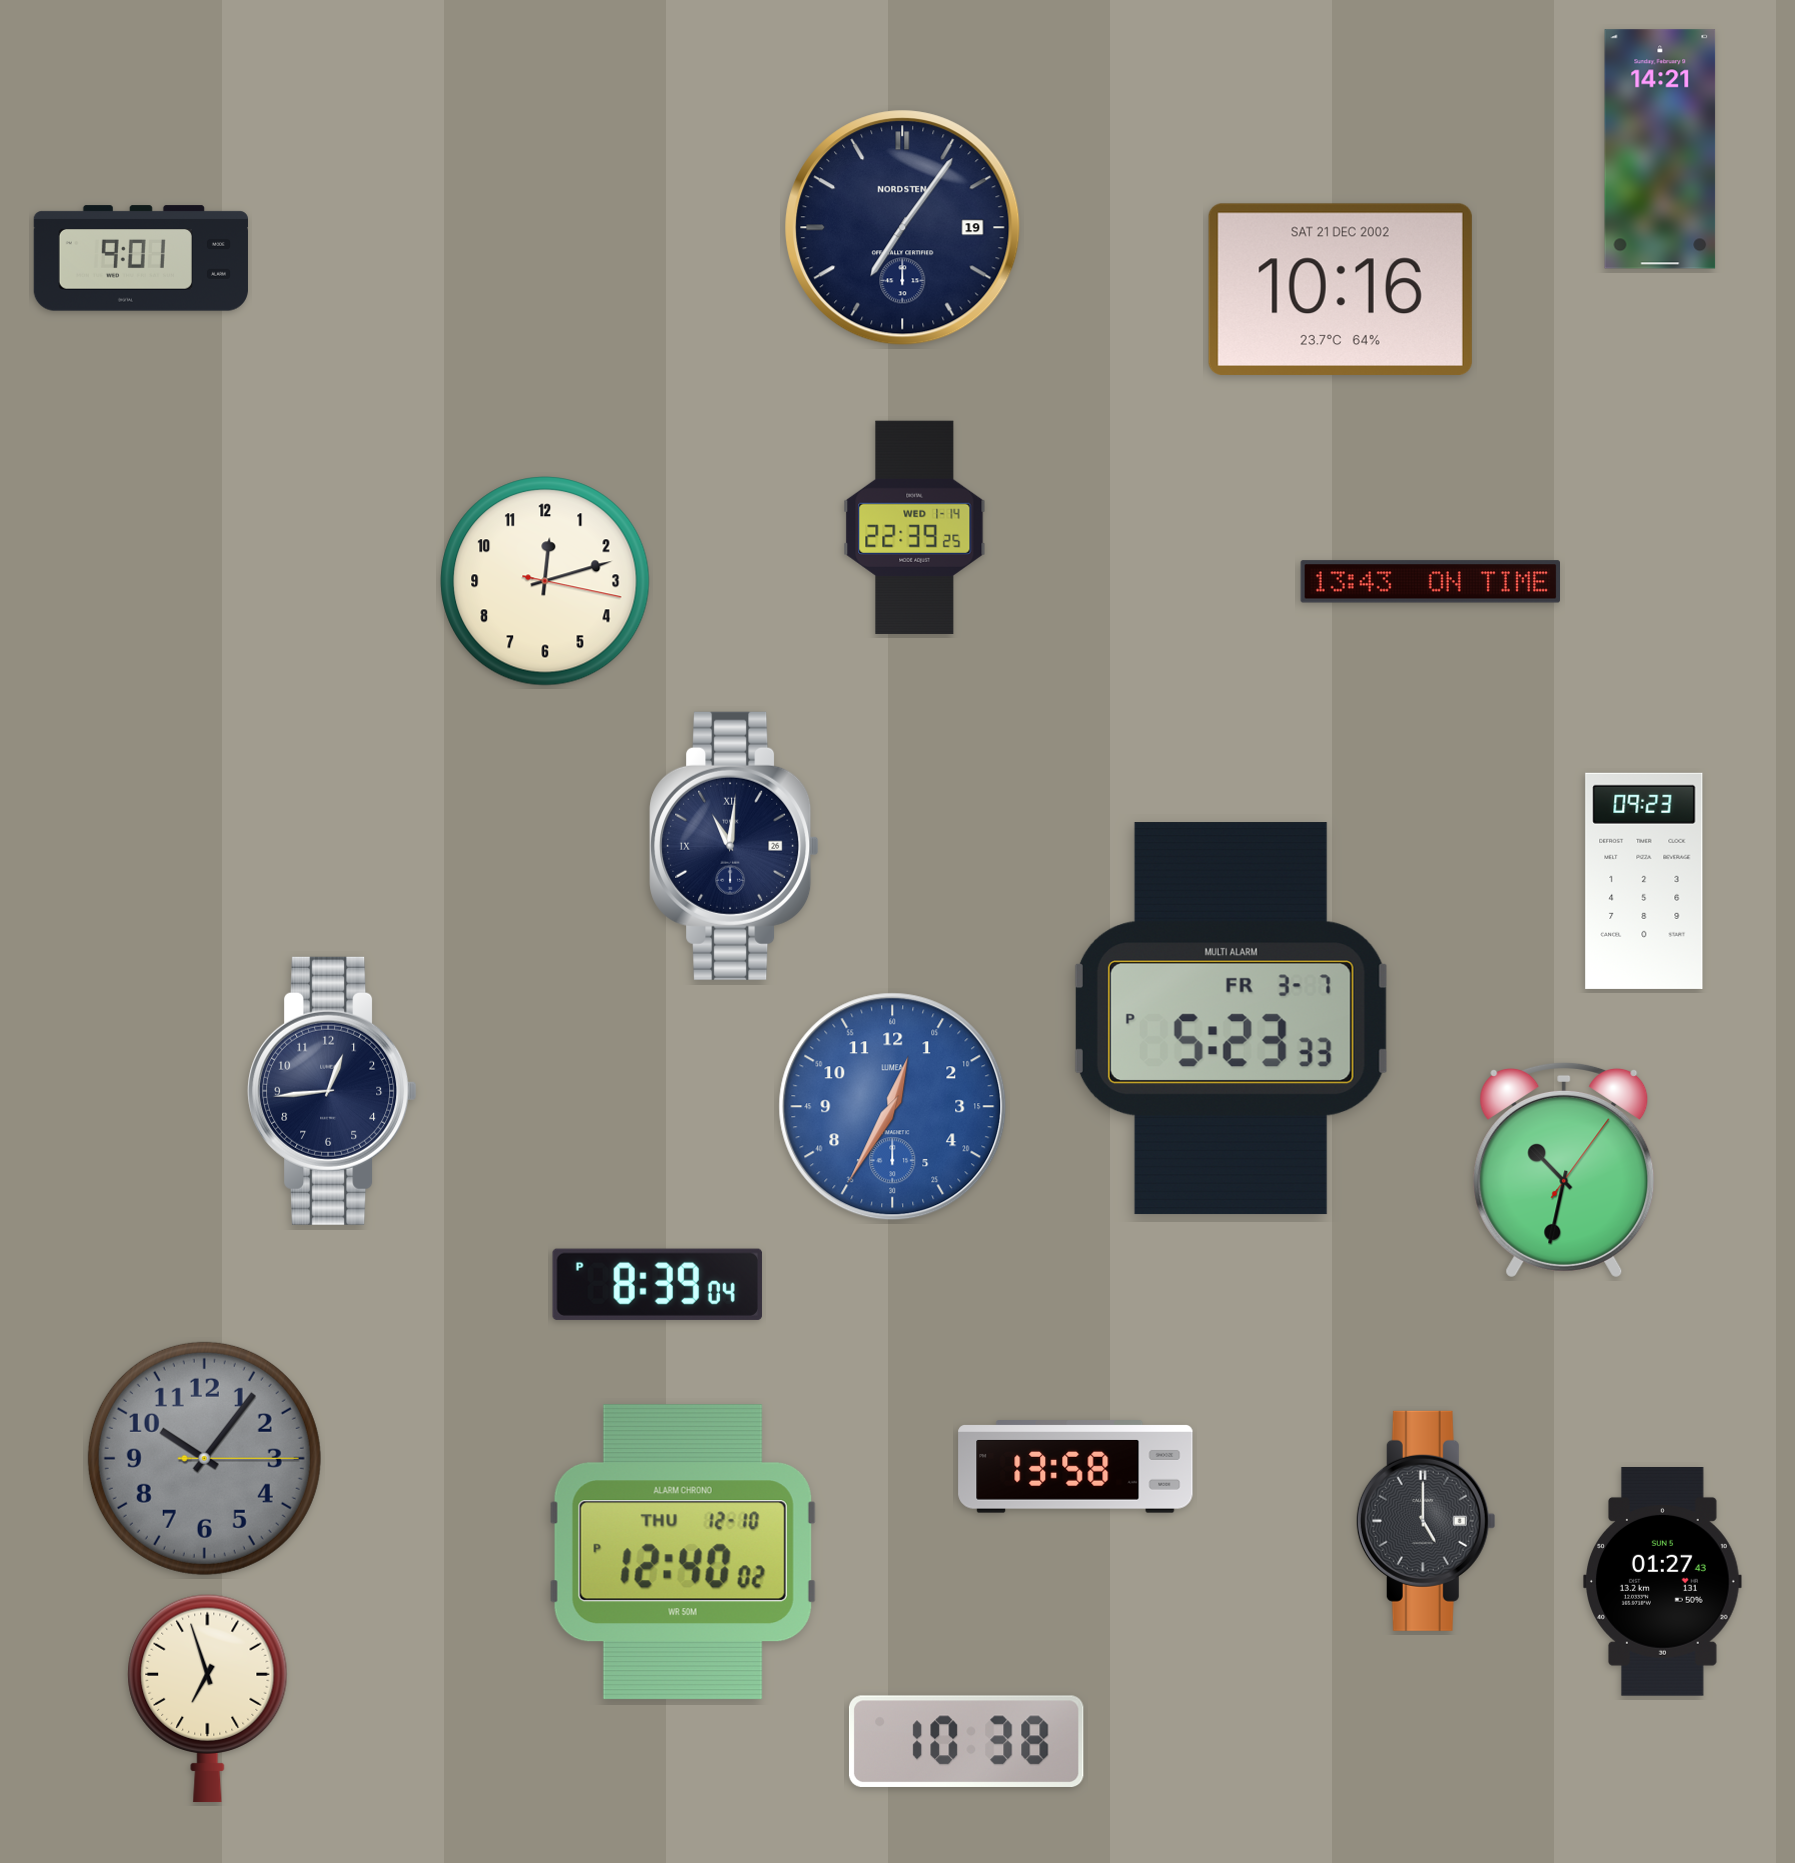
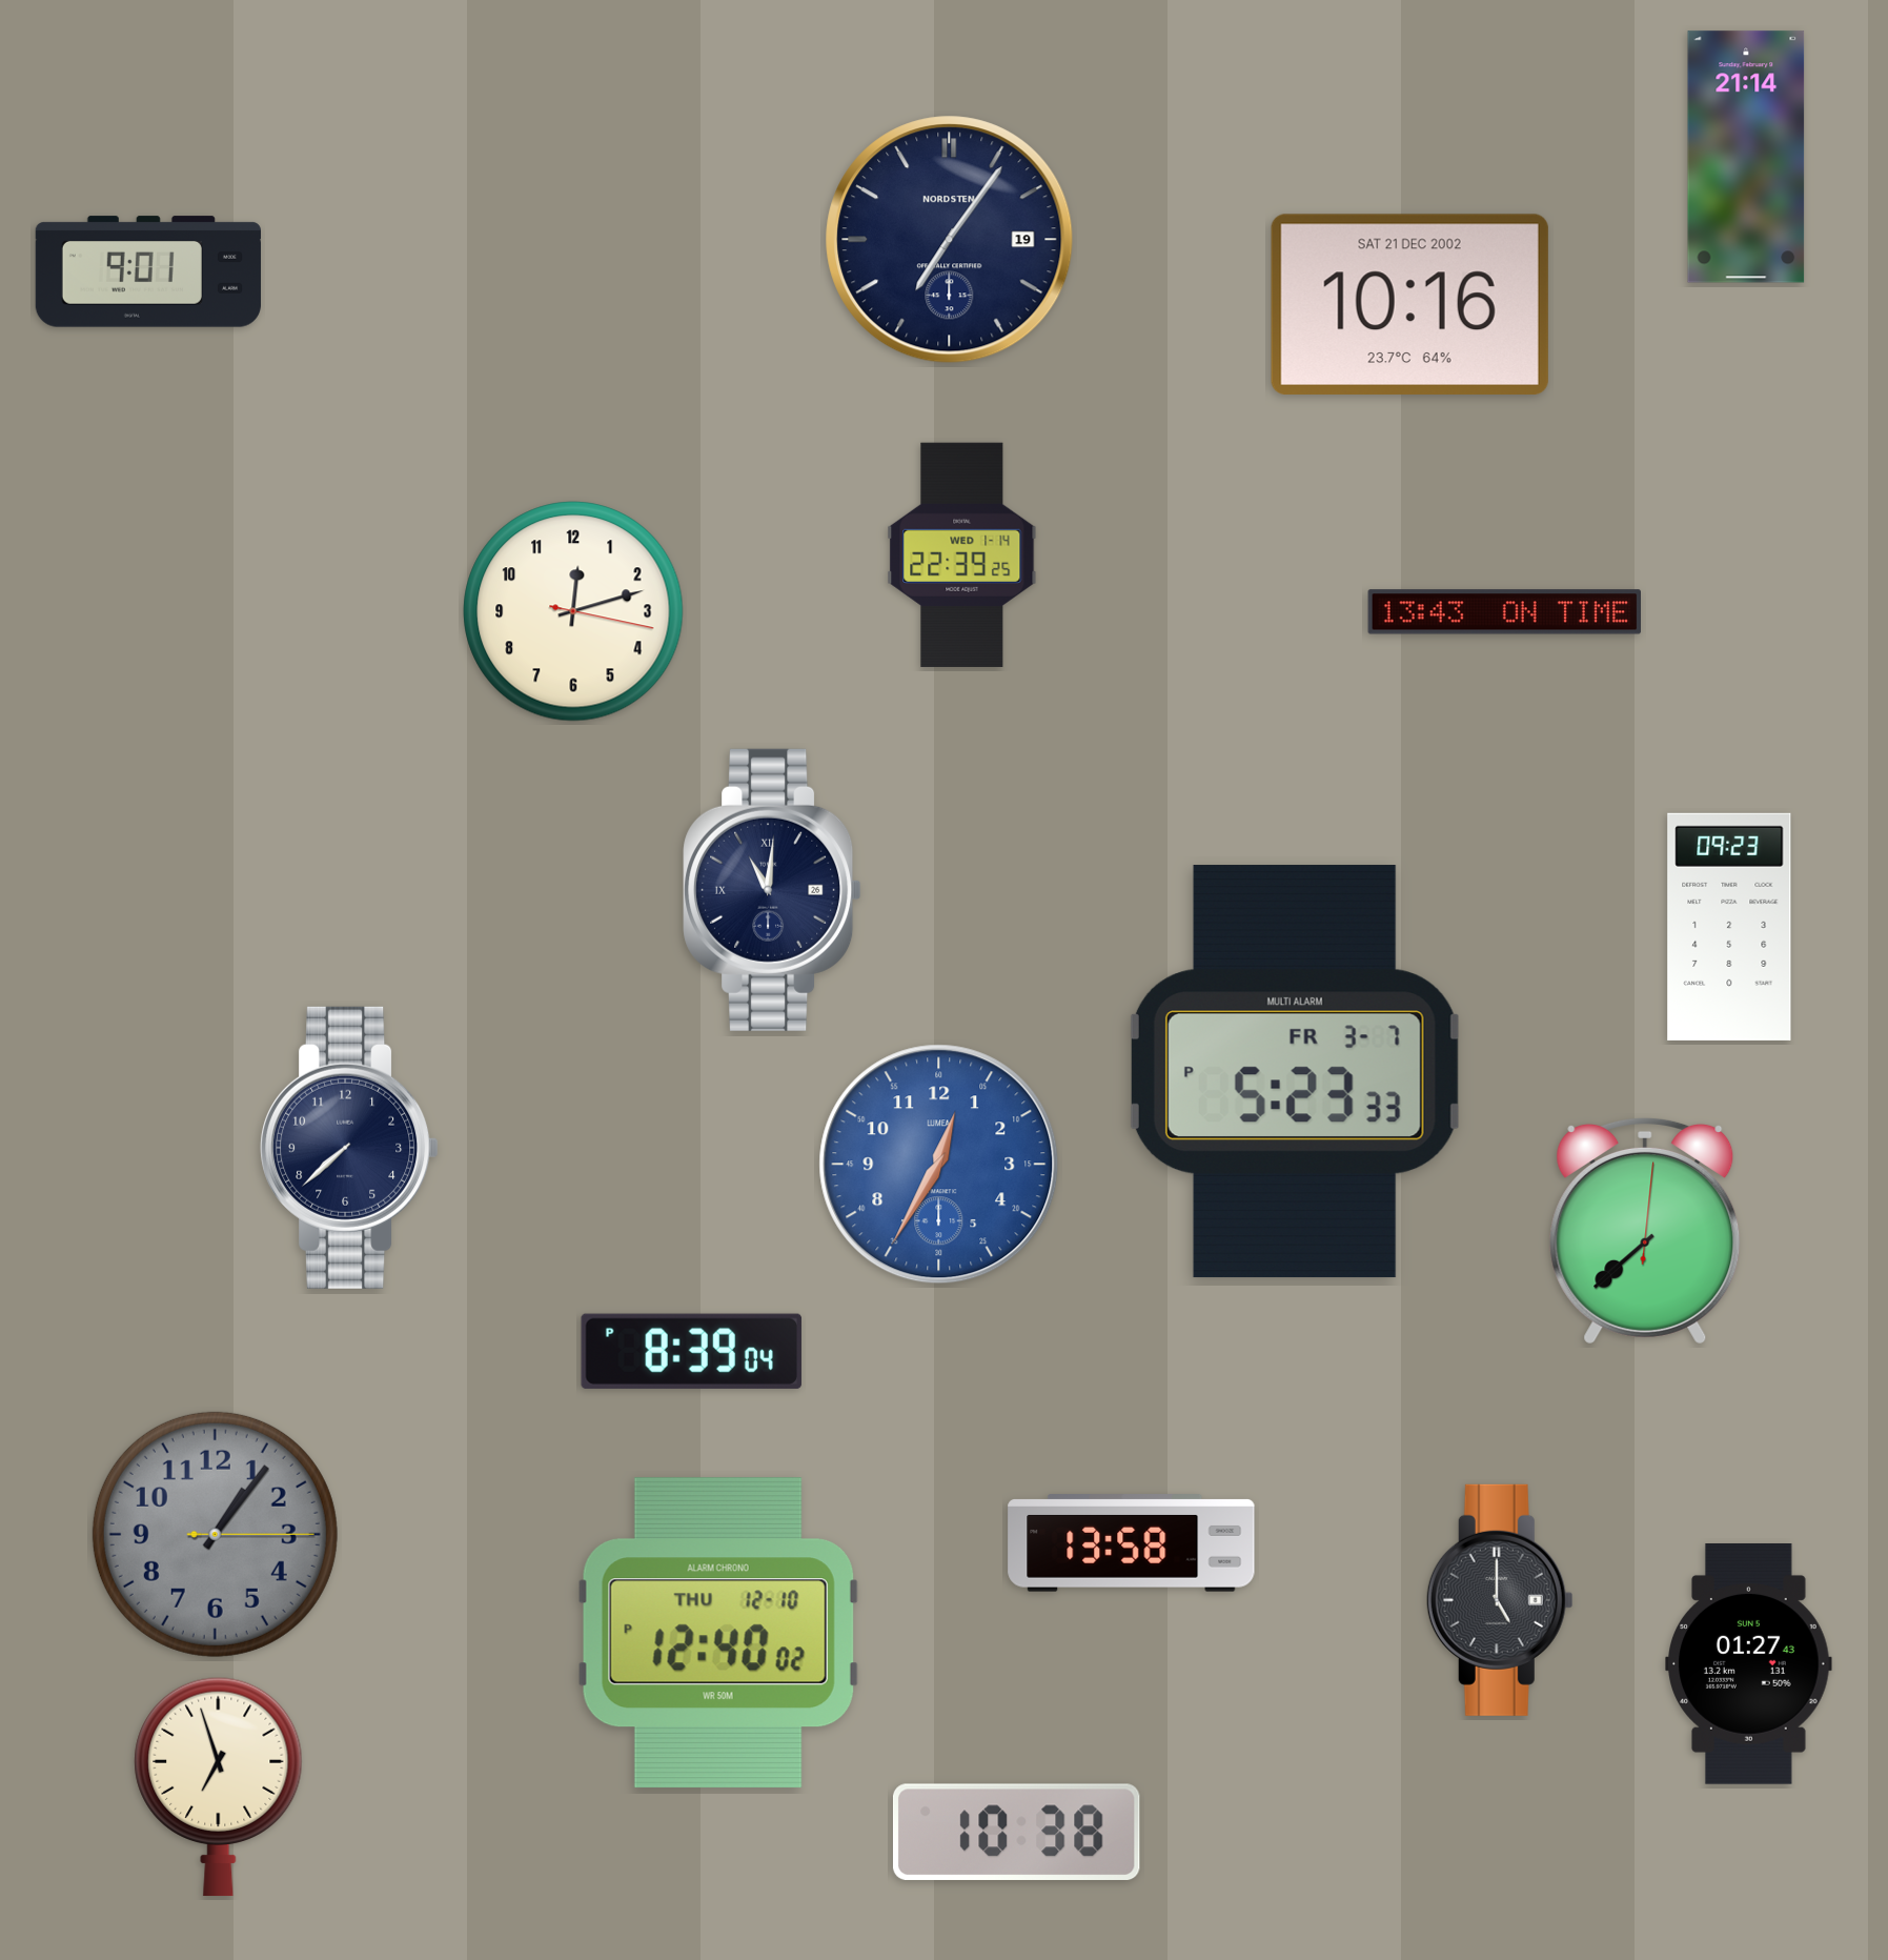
clock at (1660, 149): 14:21 -> 21:14
clock at (332, 1091): 12:44 -> 7:38
clock at (1564, 1170): 10:32 -> 7:38
clock at (204, 1458): 10:06 -> 1:06
